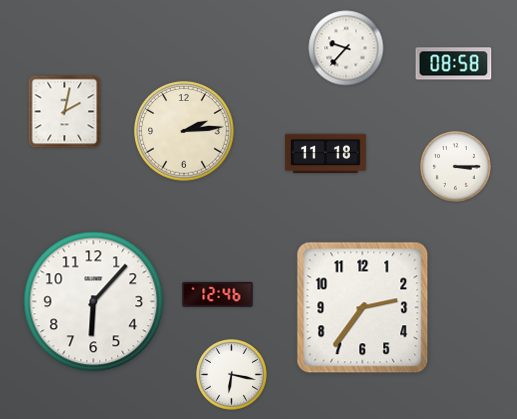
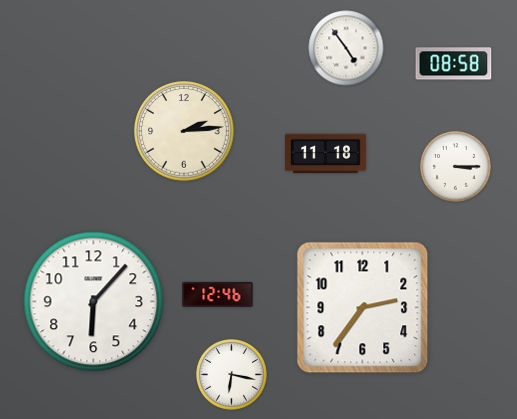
clock at (346, 48): 9:37 -> 4:54
clock at (65, 112): 2:02 -> none
